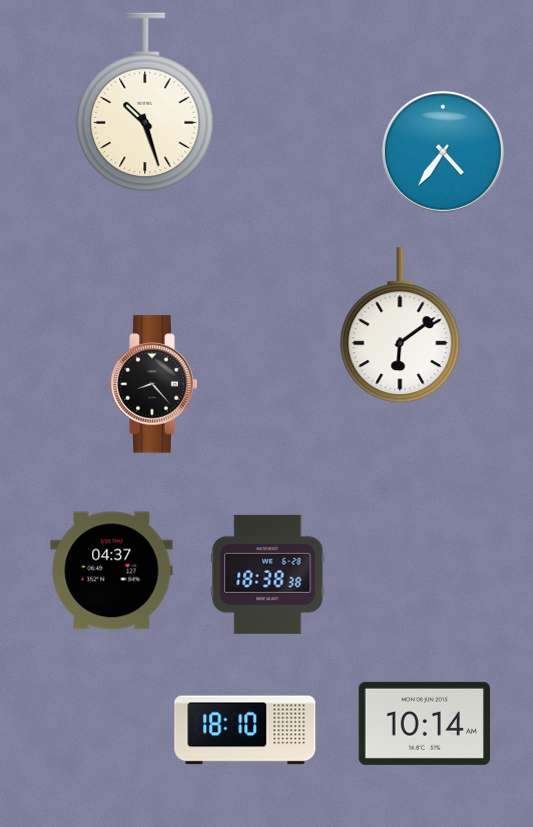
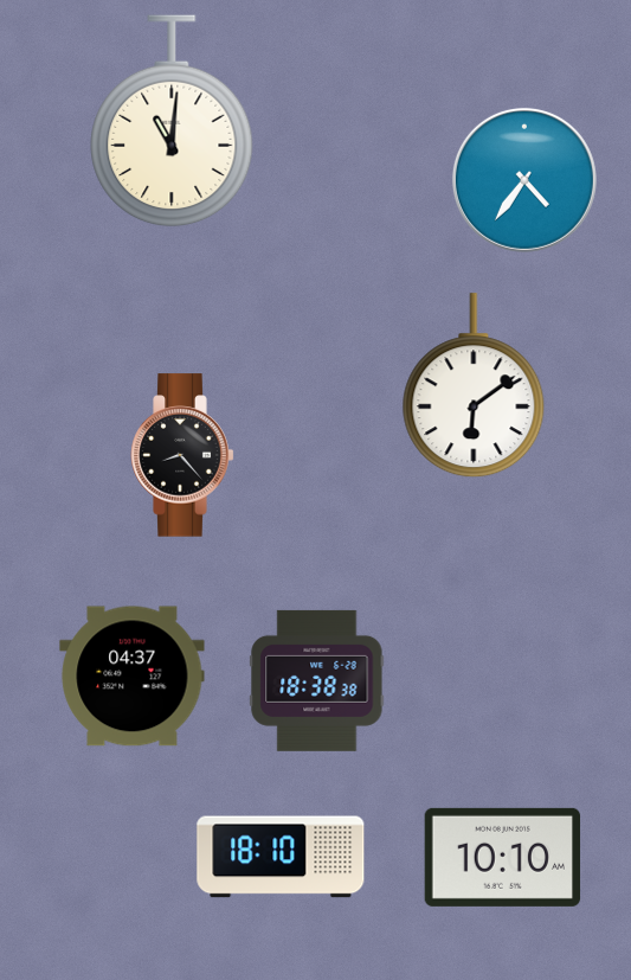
clock at (145, 102): 10:27 -> 11:01
clock at (425, 723): 10:14 -> 10:10
clock at (245, 730) position: (245, 730) -> (281, 857)
